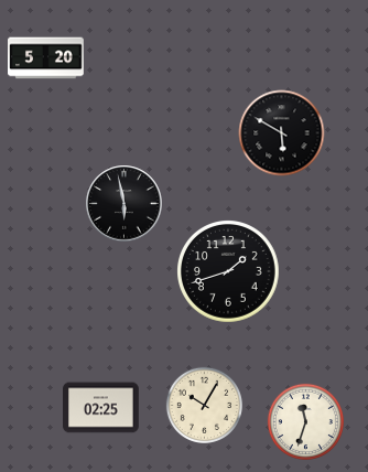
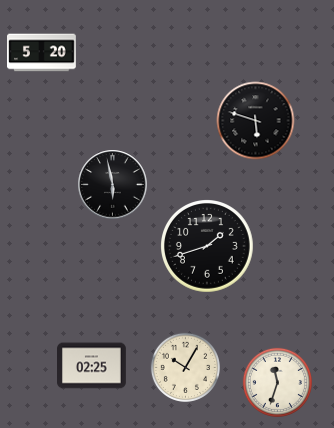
clock at (282, 133): 5:50 -> 5:48
clock at (101, 408) position: (101, 408) -> (92, 366)
